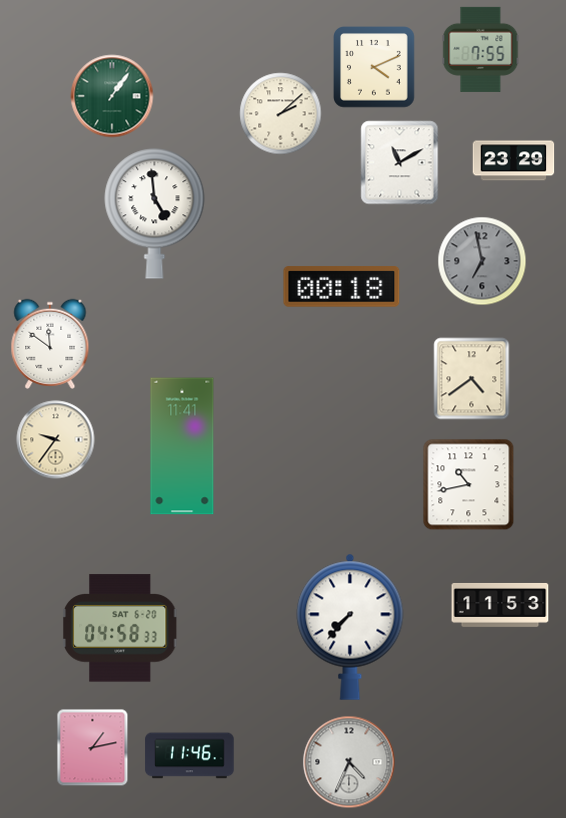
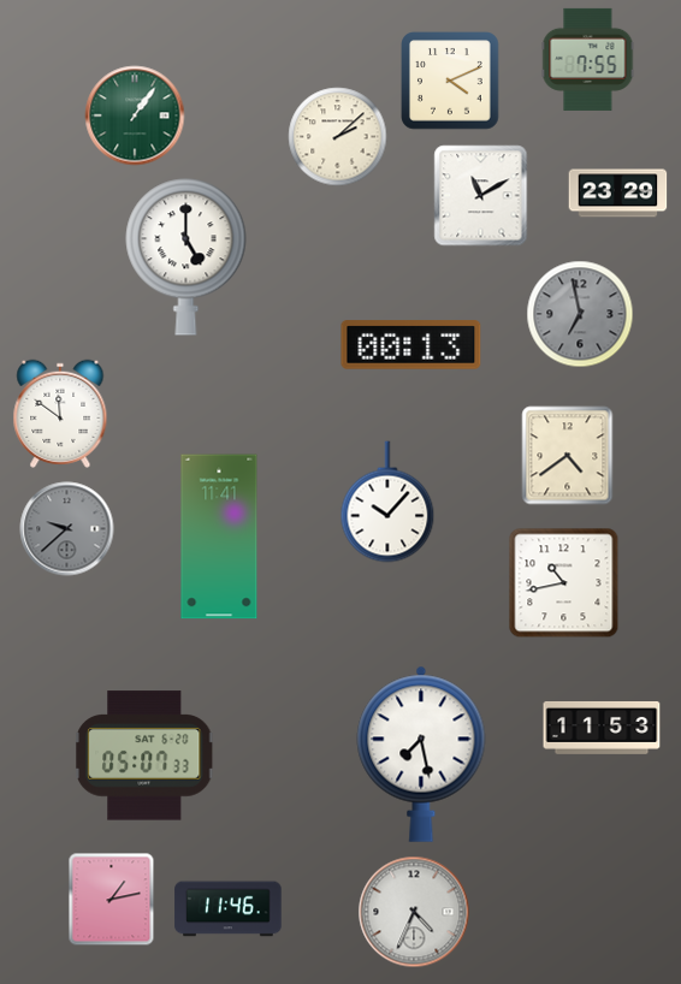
clock at (481, 49) position: (481, 49) -> (588, 59)
clock at (155, 214): 4:59 -> 5:00
clock at (342, 287): 00:18 -> 00:13
clock at (387, 502): none -> 10:07
clock at (56, 440): 9:36 -> 9:38
clock at (56, 440) dial: cream -> grey
clock at (350, 627): 7:37 -> 7:28
clock at (121, 628): 04:58 -> 05:07
clock at (349, 762) position: (349, 762) -> (414, 912)
